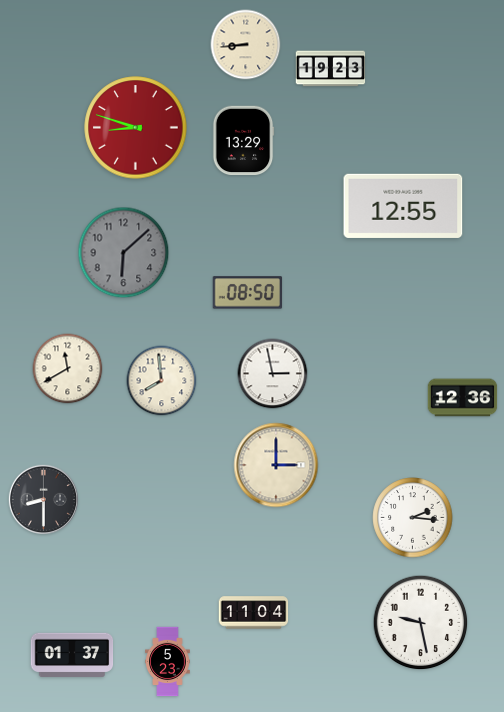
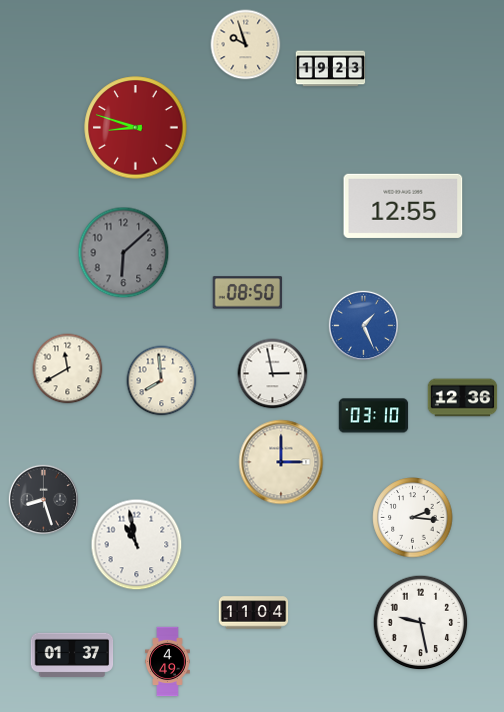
clock at (246, 45): 8:44 -> 9:57
clock at (243, 141): 13:29 -> none
clock at (363, 325): none -> 1:26
clock at (374, 416): none -> 03:10
clock at (276, 465) position: (276, 465) -> (281, 462)
clock at (43, 499): 8:30 -> 8:27
clock at (137, 545): none -> 10:58
clock at (168, 662): 5:23 -> 4:49
